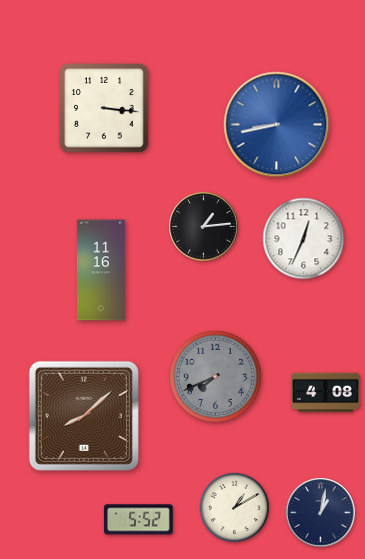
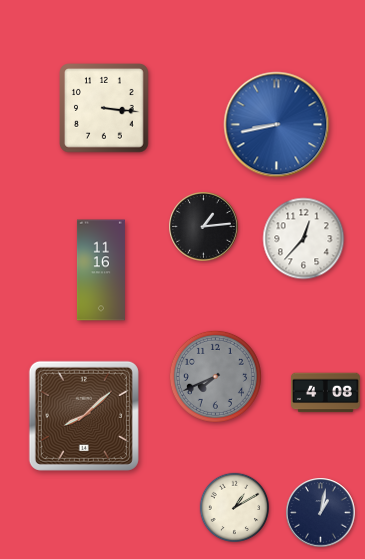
clock at (304, 239): 12:34 -> 12:37
clock at (138, 520): 5:52 -> none
